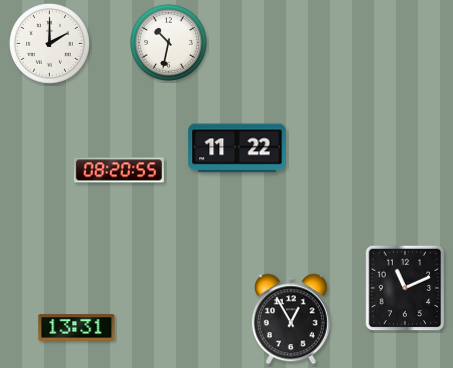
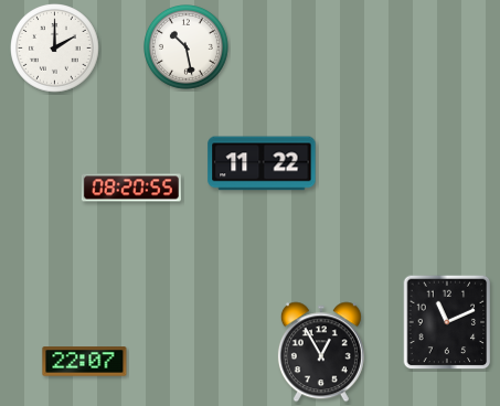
clock at (169, 43): 10:32 -> 10:28
clock at (405, 288) position: (405, 288) -> (447, 322)
clock at (77, 328): 13:31 -> 22:07
